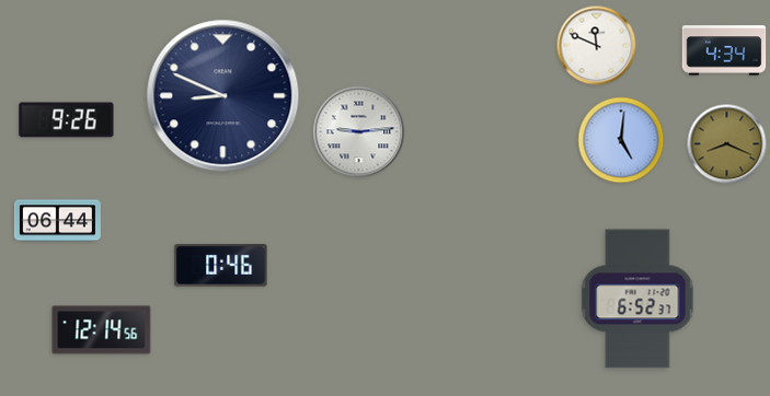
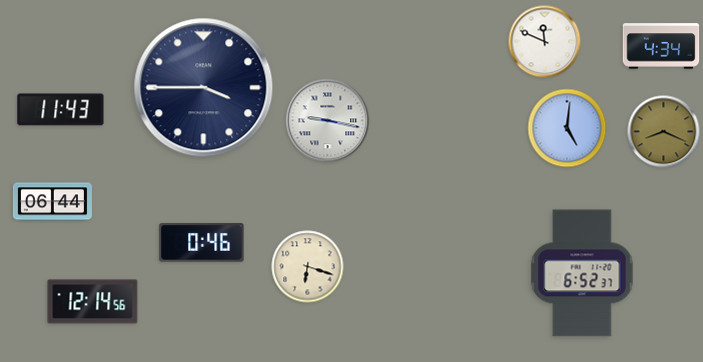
clock at (223, 96): 8:49 -> 3:45
clock at (67, 120): 9:26 -> 11:43
clock at (359, 132): 9:14 -> 9:17
clock at (308, 267): none -> 6:18
